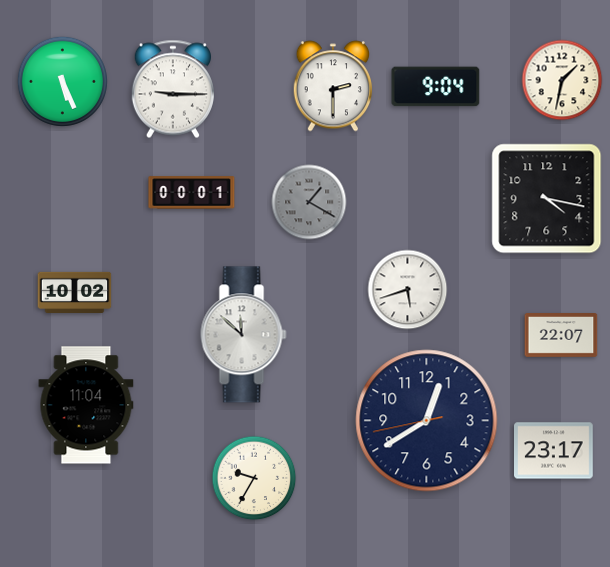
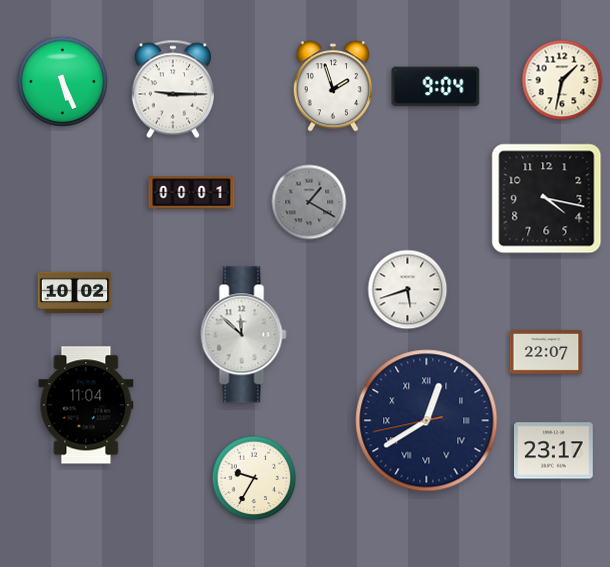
clock at (333, 86): 2:30 -> 1:57
clock at (561, 336) position: (561, 336) -> (546, 353)
clock at (427, 421) numerals: Arabic -> Roman
